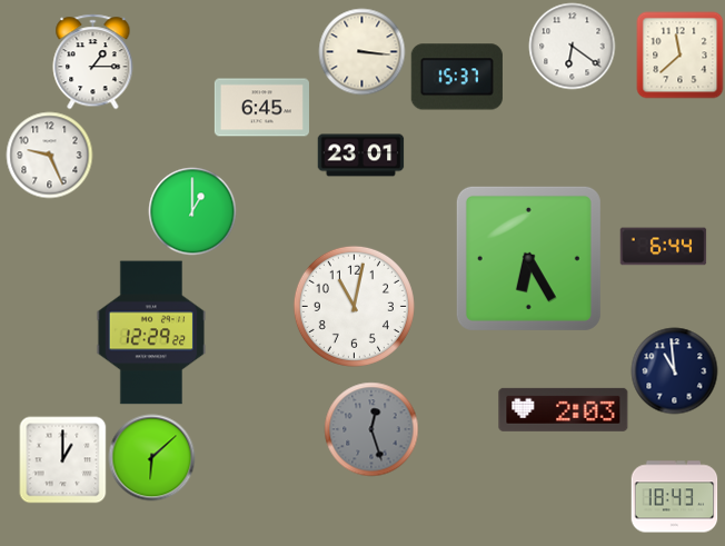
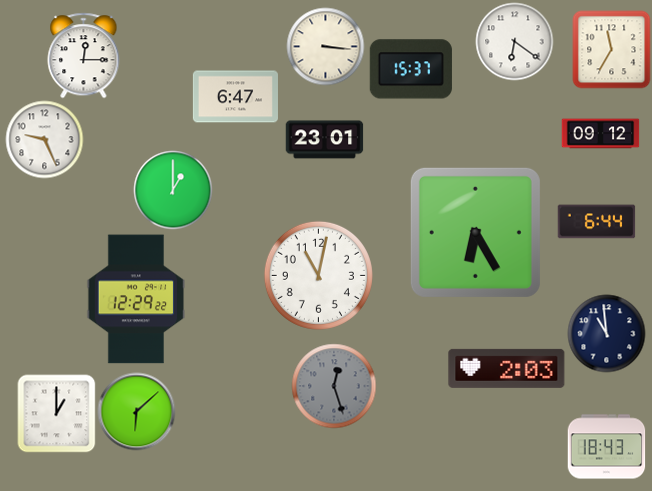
clock at (679, 54): 11:38 -> 11:35
clock at (93, 61): 1:15 -> 12:15
clock at (261, 108): 6:45 -> 6:47
clock at (600, 134): none -> 09:12
